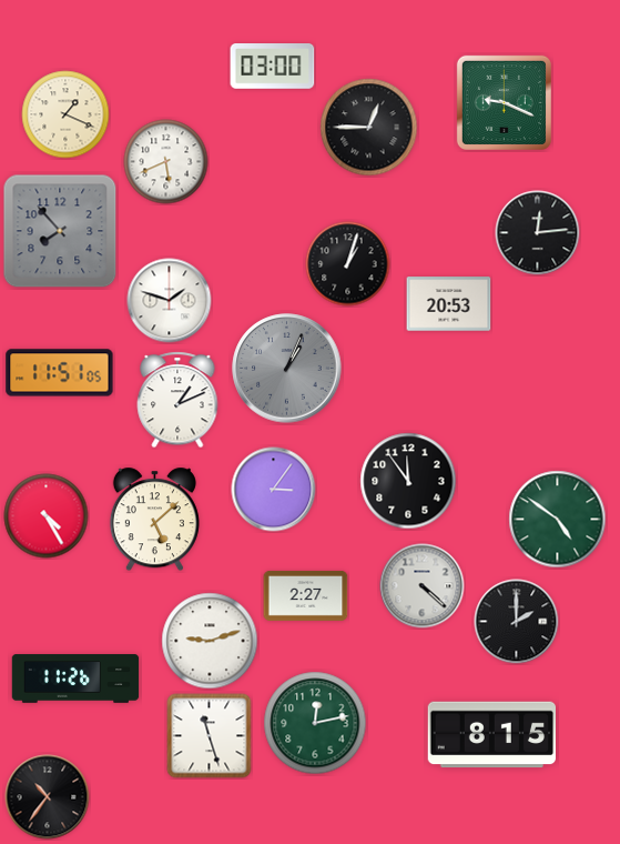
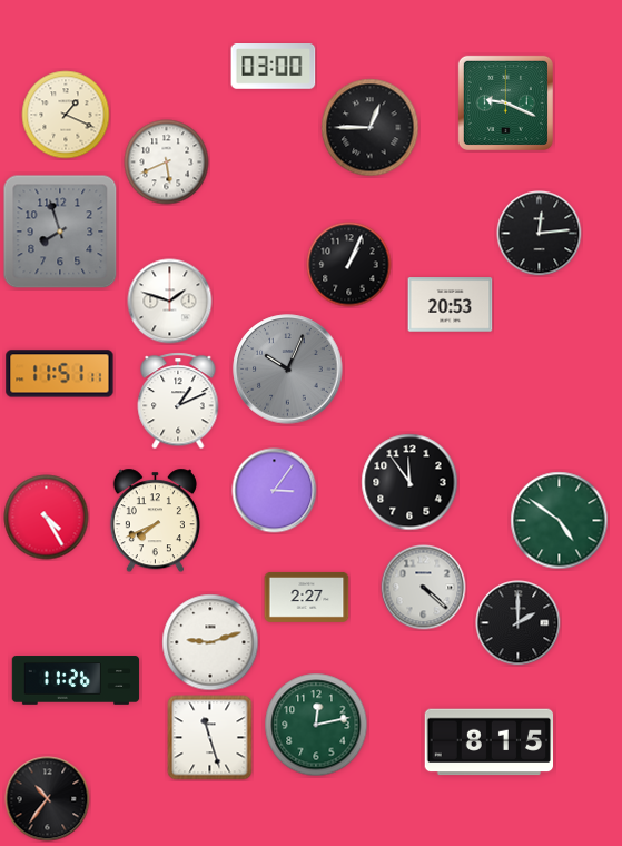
clock at (60, 231): 7:53 -> 7:57
clock at (348, 264): 1:03 -> 1:04
clock at (287, 369): 1:04 -> 10:04
clock at (60, 373): 11:51:05 -> 11:51:11
clock at (154, 520): 5:08 -> 7:41
clock at (491, 735) position: (491, 735) -> (488, 742)
